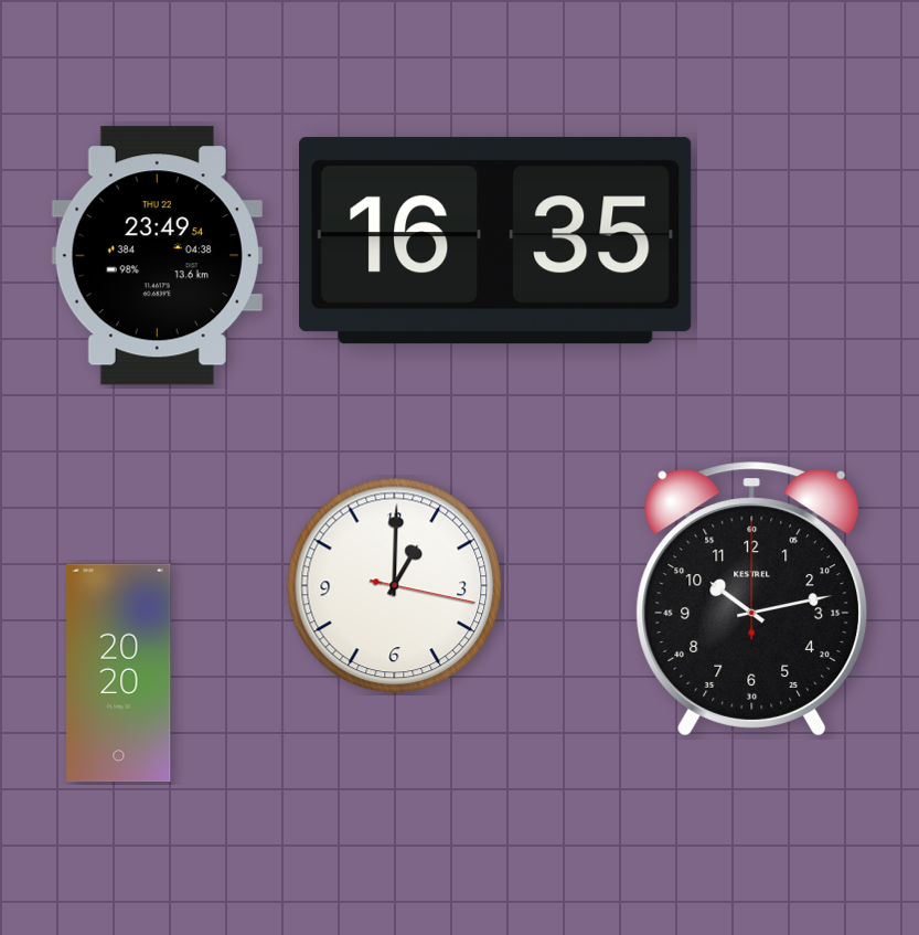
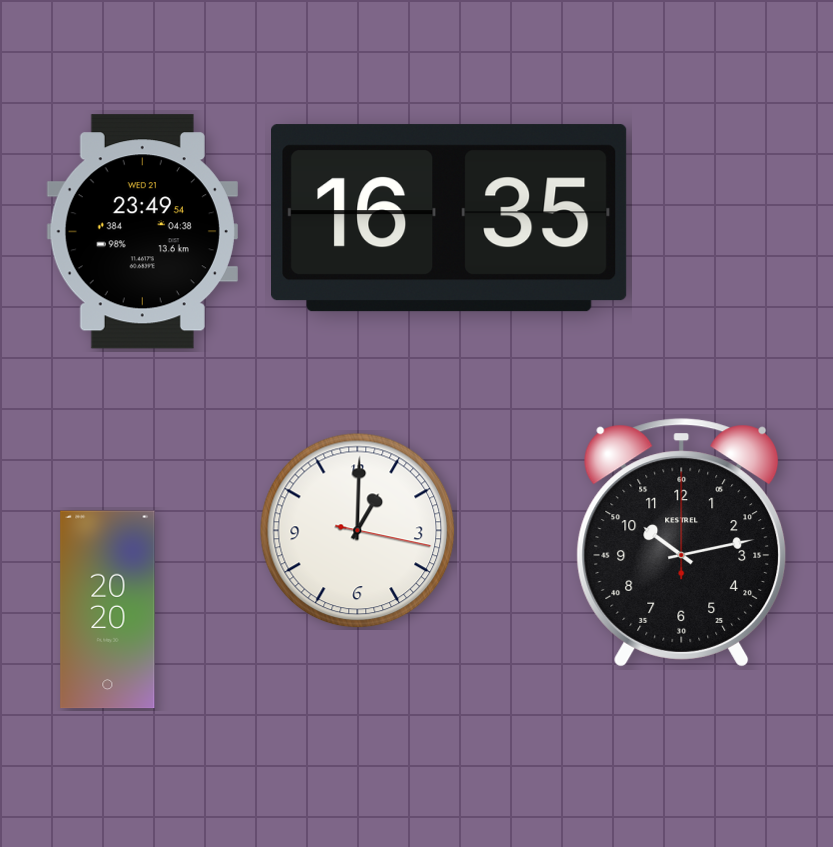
clock at (157, 256) date: THU 22 -> WED 21
